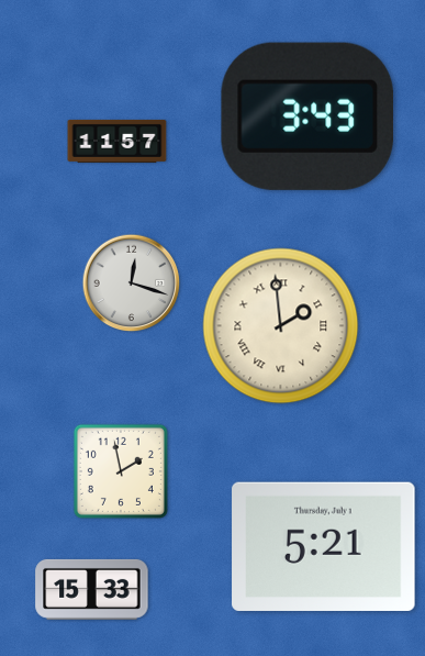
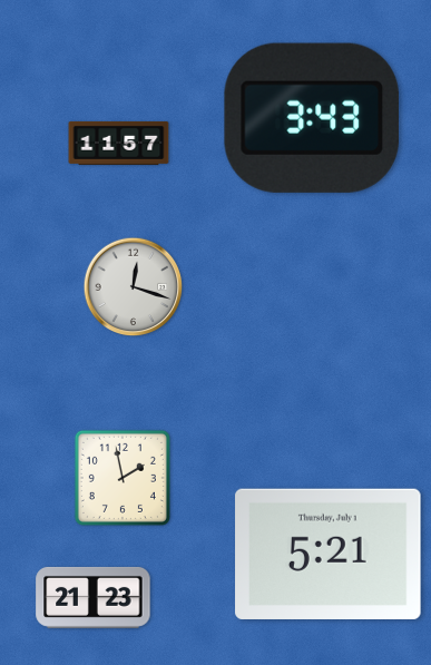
clock at (281, 326): 1:59 -> none
clock at (92, 589): 15:33 -> 21:23
